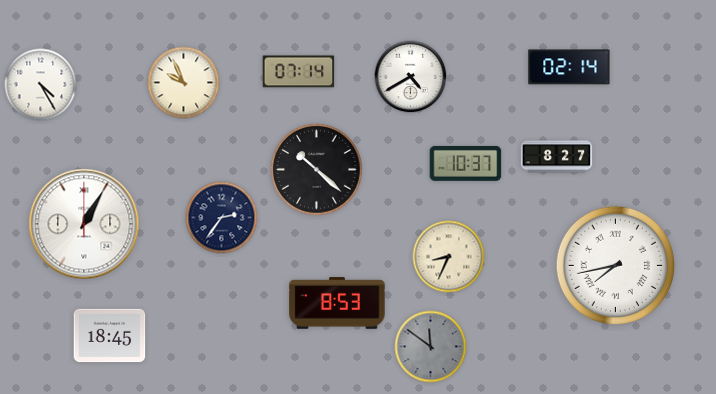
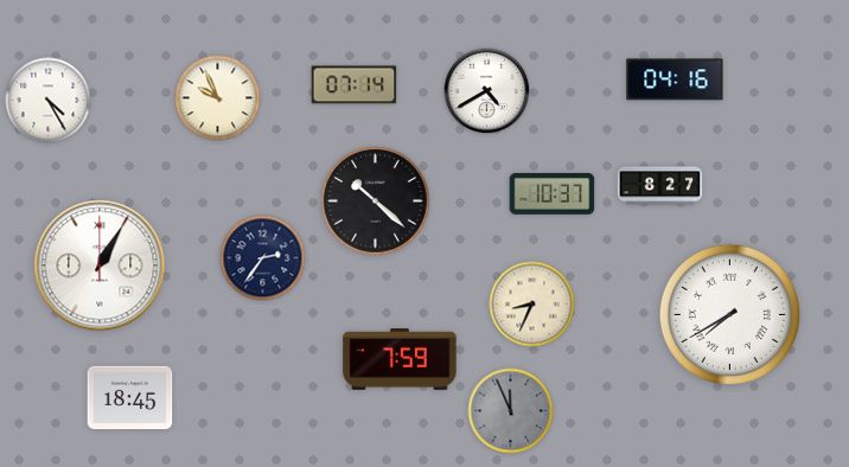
clock at (569, 67): 02:14 -> 04:16
clock at (615, 265): 7:43 -> 7:40
clock at (337, 303): 8:53 -> 7:59
clock at (431, 347): 11:51 -> 11:56
